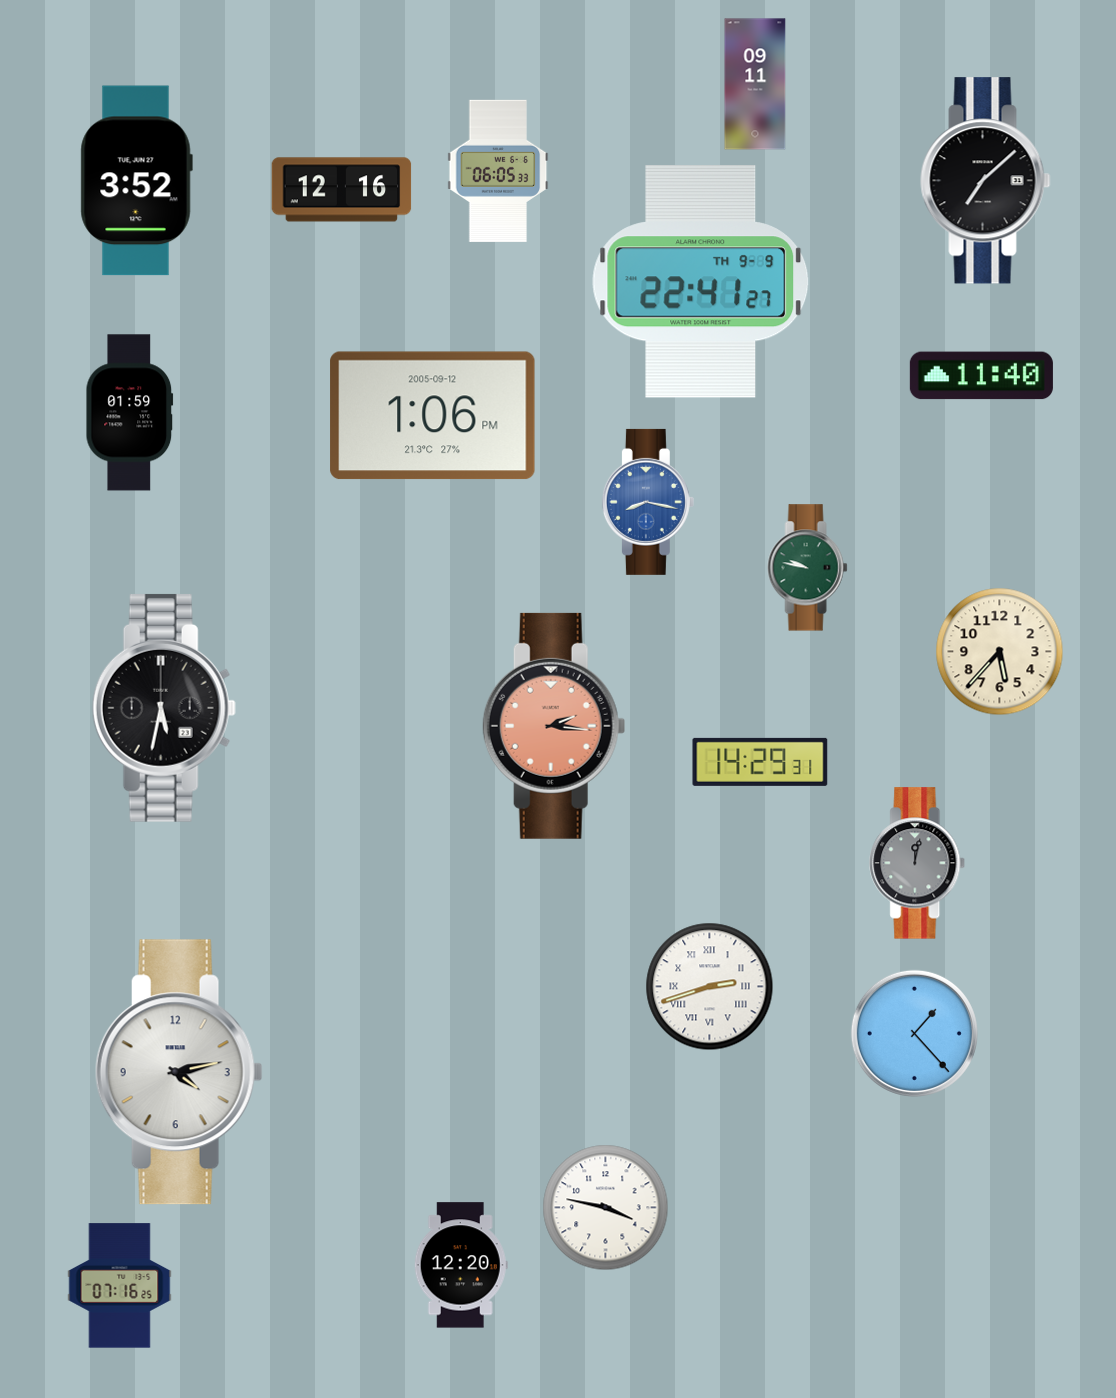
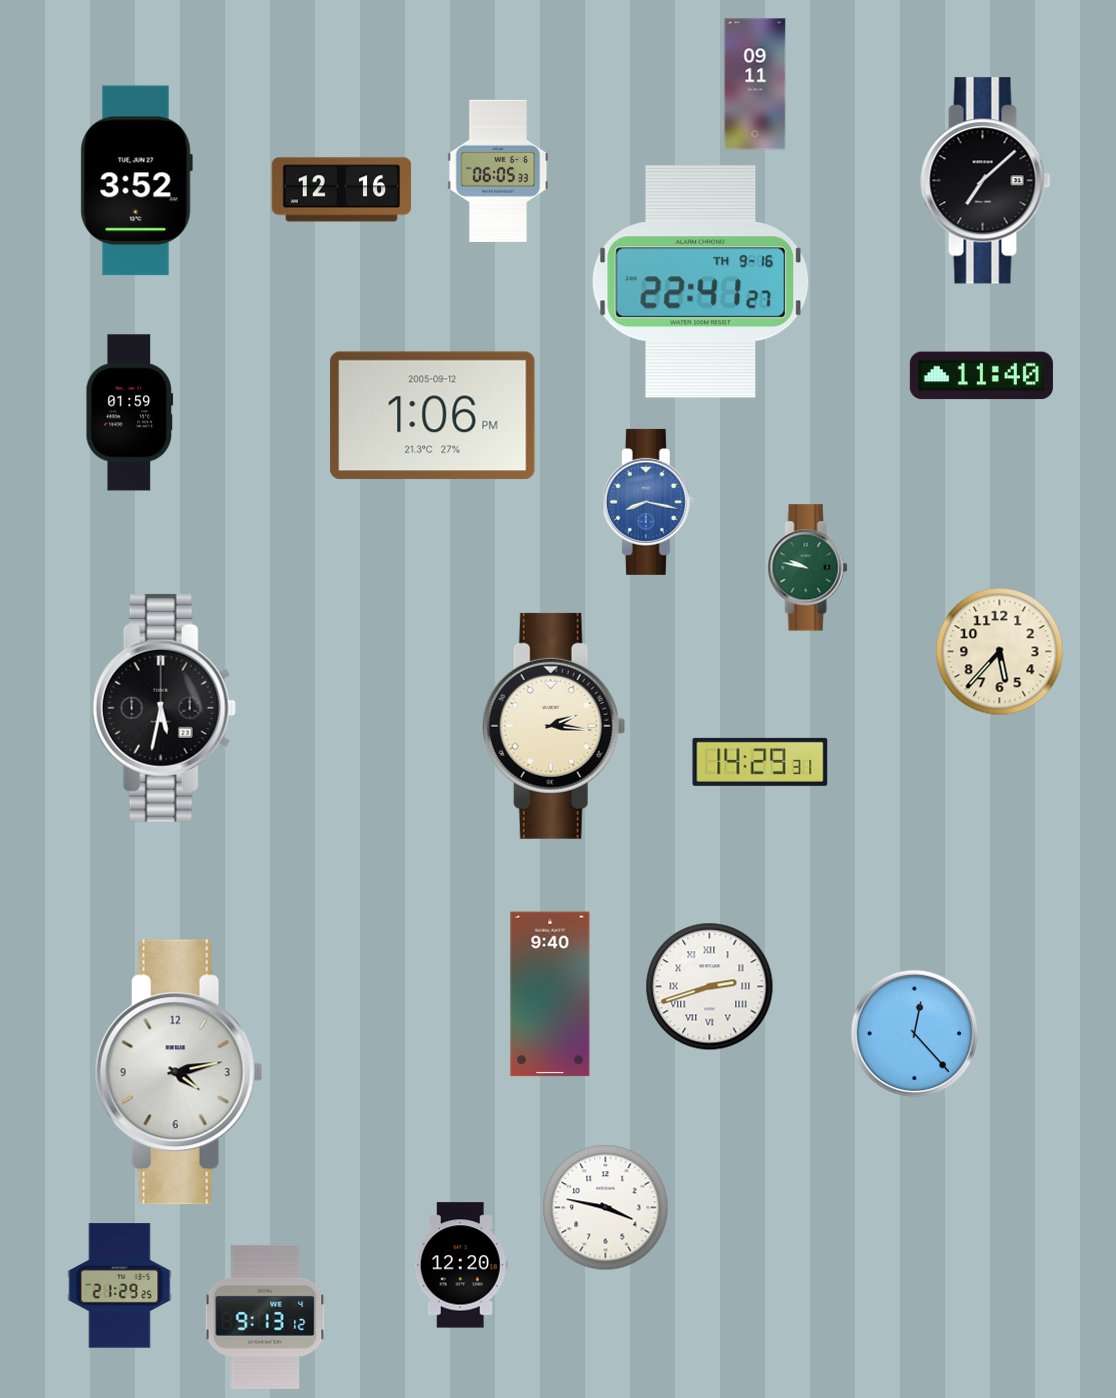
clock at (701, 282) date: TH 9-9 -> TH 9-16
clock at (554, 726) dial: salmon -> cream
clock at (918, 863): 12:02 -> none
clock at (550, 994): none -> 9:40
clock at (914, 1033): 1:23 -> 12:23
clock at (120, 1286): 07:16 -> 21:29
clock at (265, 1317): none -> 9:13
